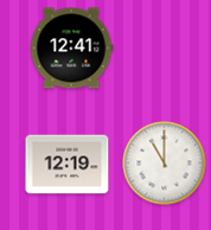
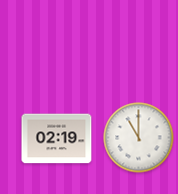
clock at (71, 49): 12:41 -> none
clock at (68, 165): 12:19 -> 02:19
